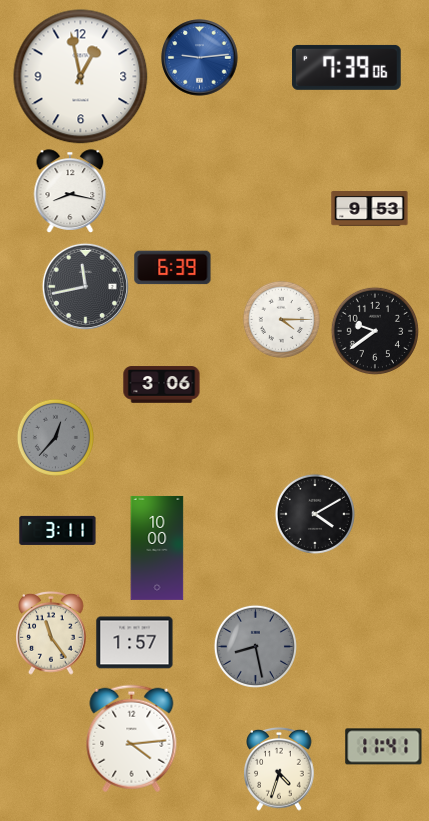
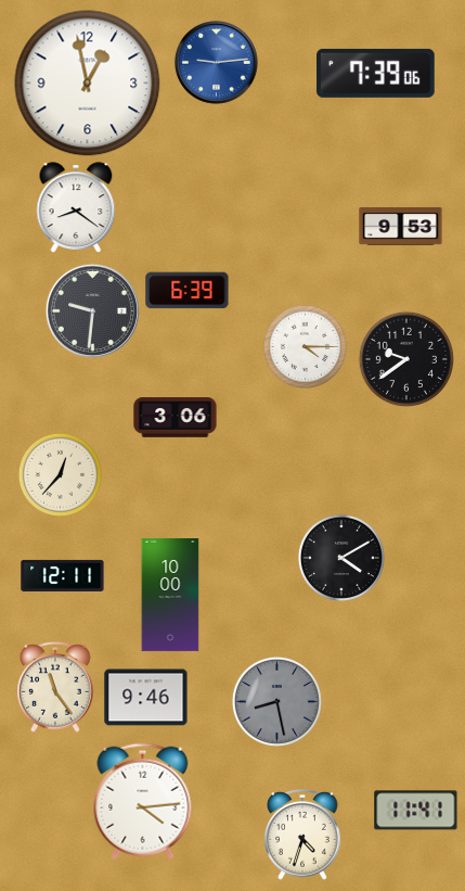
clock at (70, 191): 8:17 -> 8:21
clock at (85, 286): 11:43 -> 9:31
clock at (55, 437) dial: grey -> cream
clock at (58, 530): 3:11 -> 12:11
clock at (135, 643): 1:57 -> 9:46
